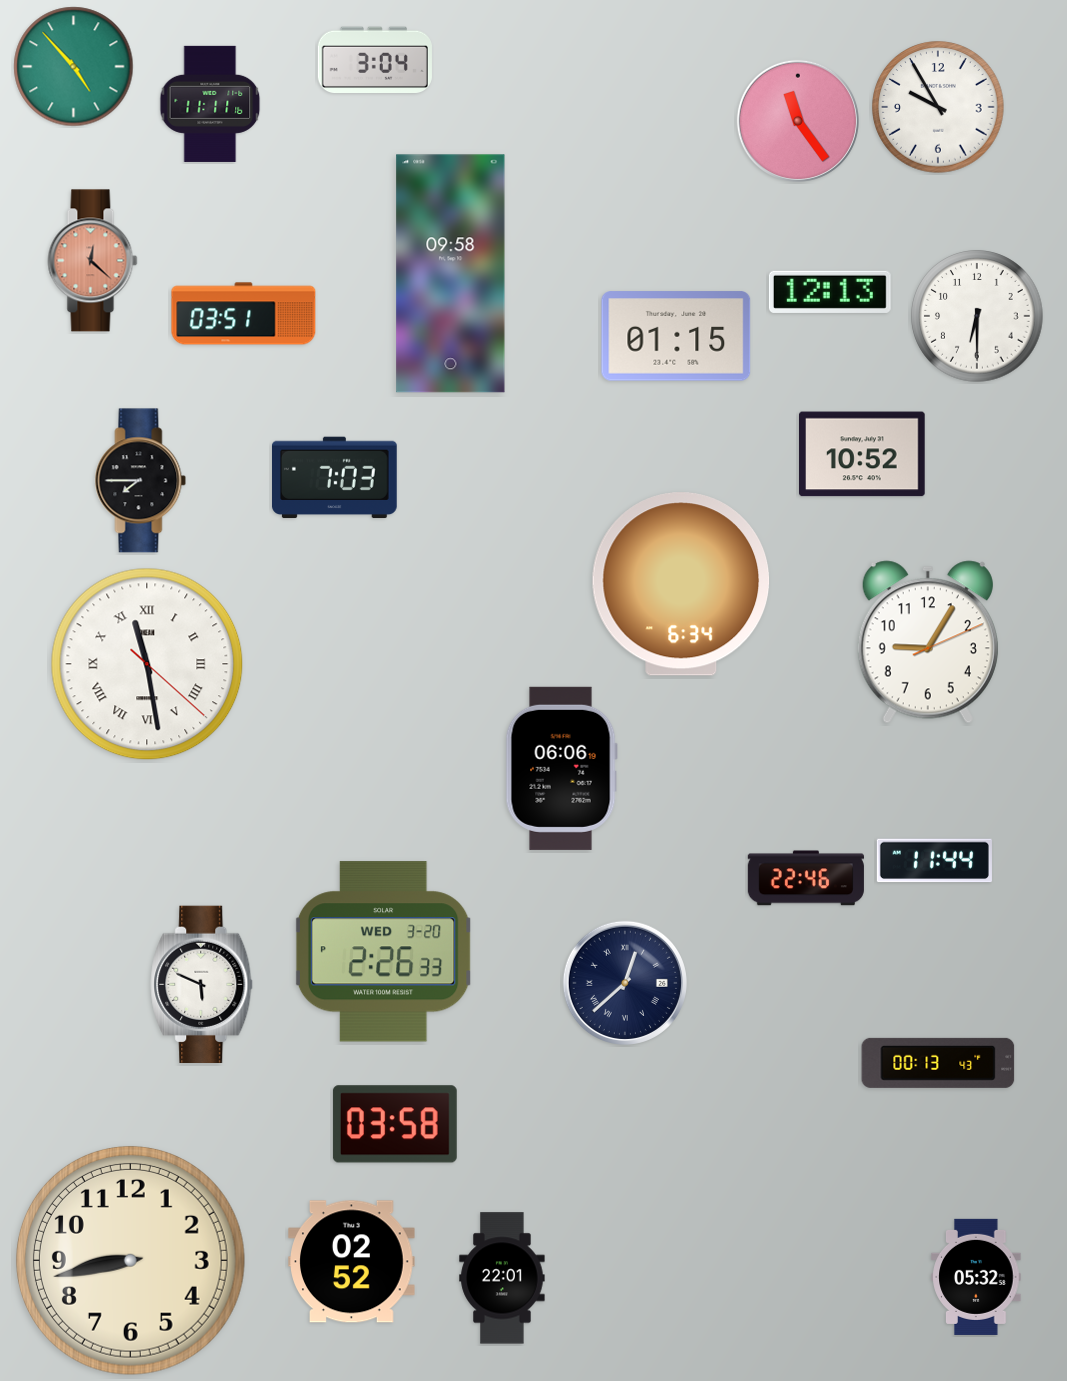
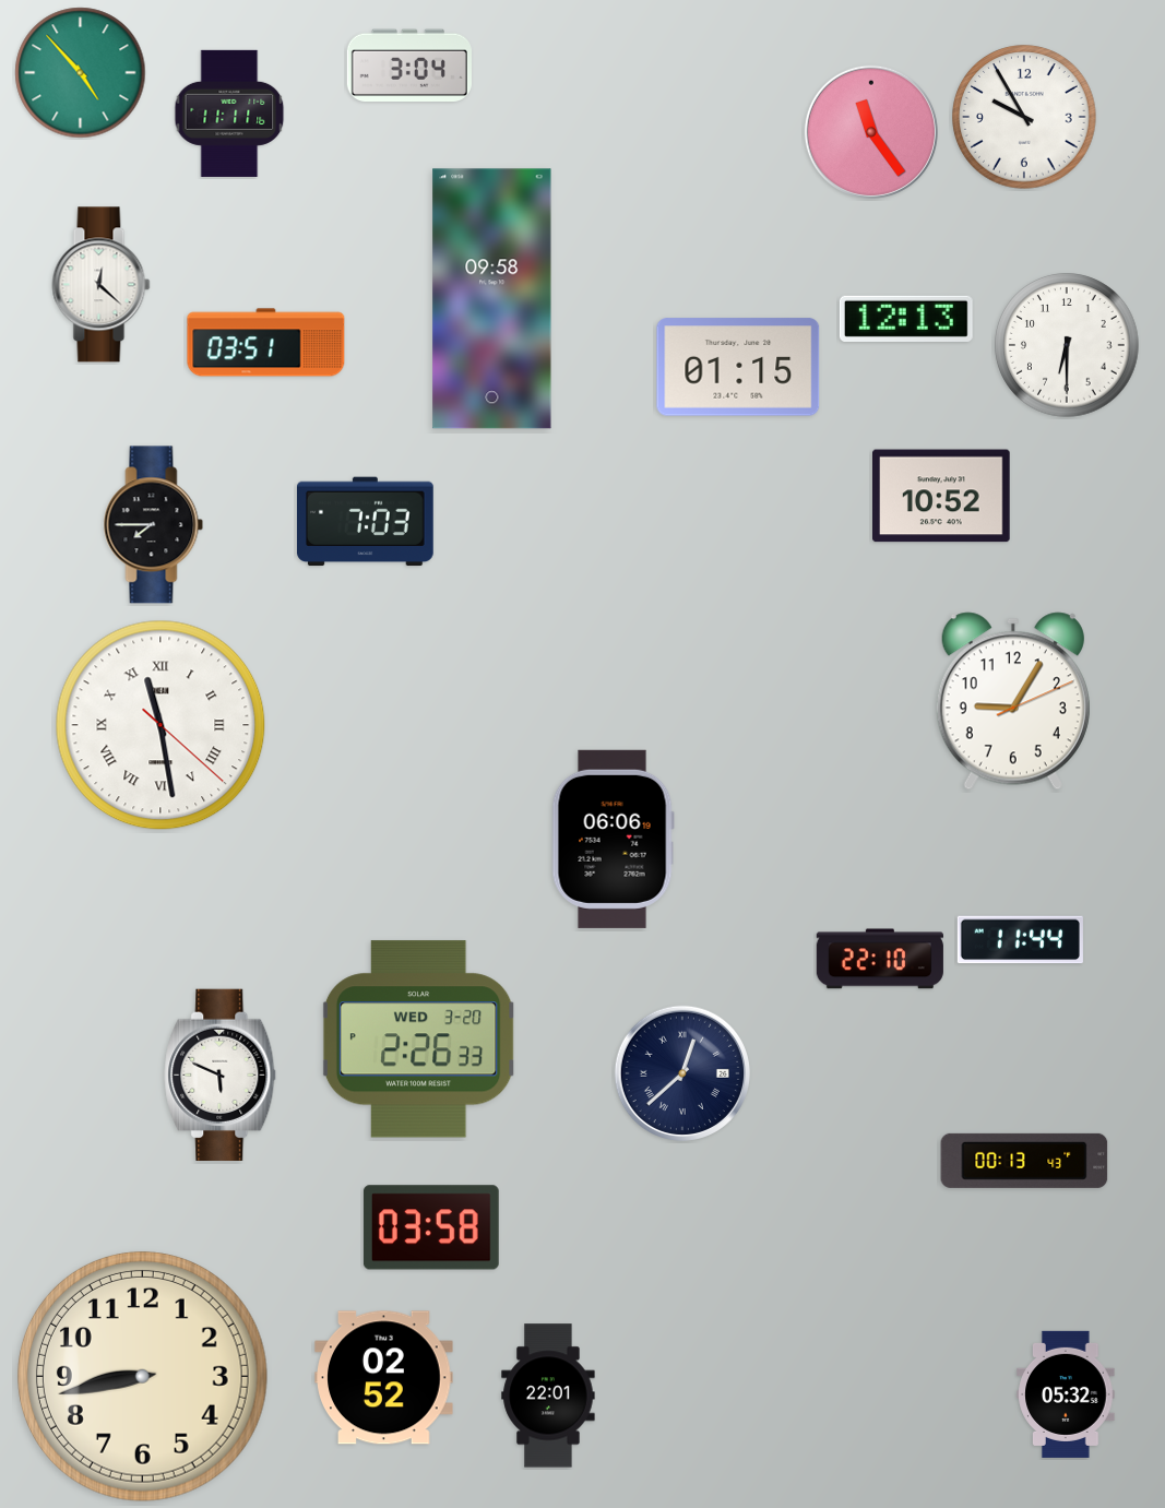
clock at (93, 261) dial: salmon -> white
clock at (680, 584): 6:34 -> none
clock at (806, 878): 22:46 -> 22:10
